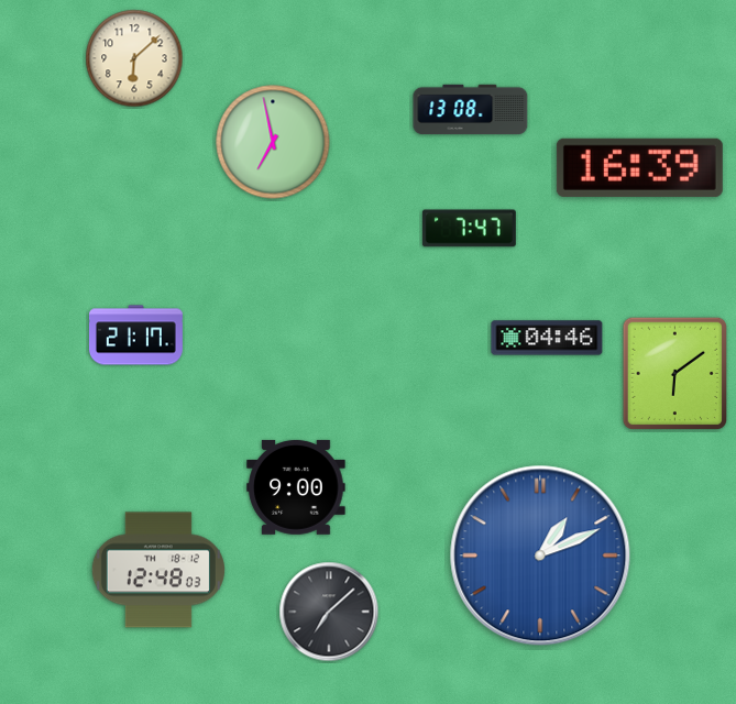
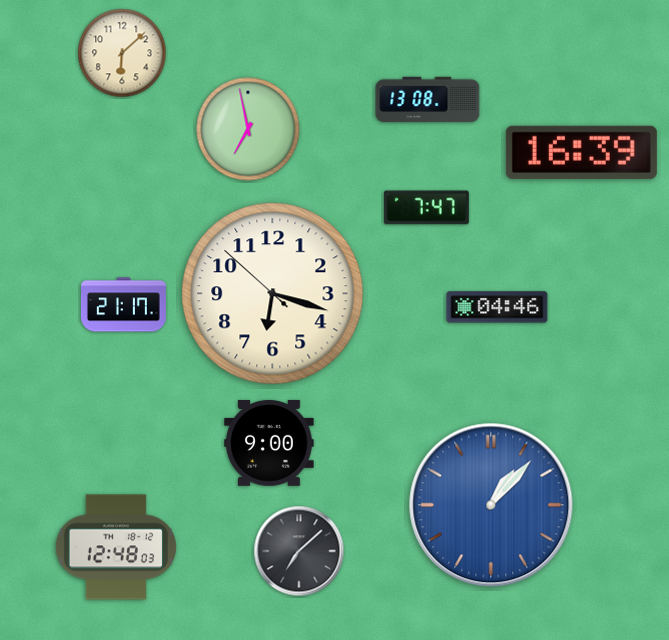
clock at (273, 294): none -> 6:17
clock at (675, 374): 6:09 -> none
clock at (540, 555): 1:11 -> 1:07
clock at (158, 570) position: (158, 570) -> (116, 547)
clock at (329, 612) position: (329, 612) -> (299, 551)
